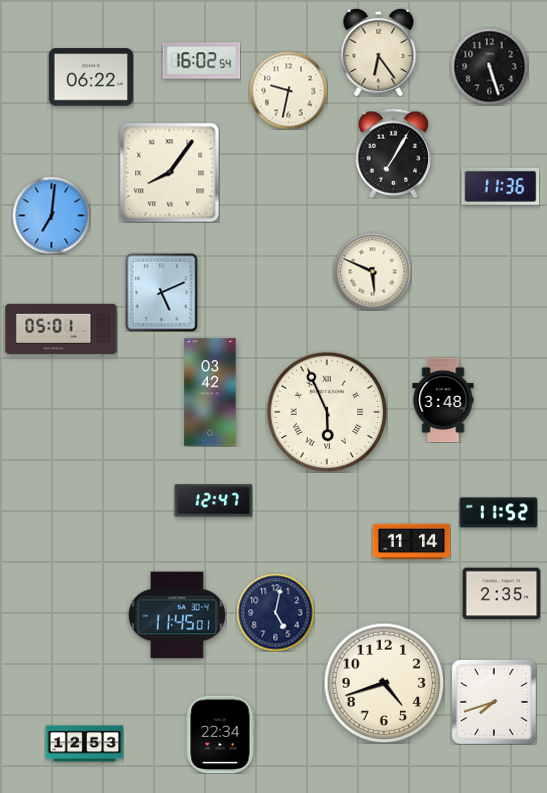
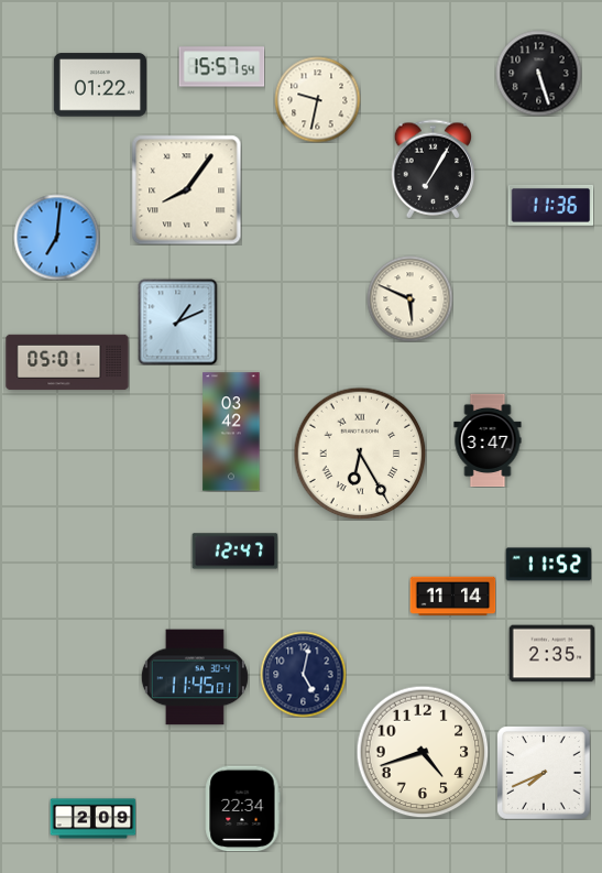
clock at (379, 52): 6:24 -> none
clock at (201, 61): 16:02 -> 15:57
clock at (90, 77): 06:22 -> 01:22
clock at (162, 292): 5:11 -> 1:11
clock at (443, 400): 3:48 -> 3:47
clock at (327, 412): 5:56 -> 6:25
clock at (494, 702): 7:42 -> 7:41
clock at (84, 744): 12:53 -> 2:09
